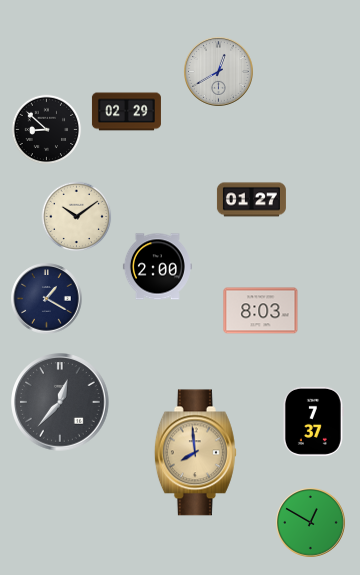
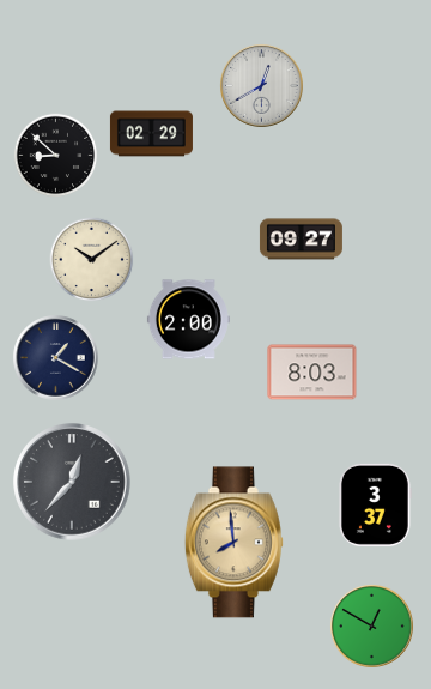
clock at (251, 200): 01:27 -> 09:27
clock at (313, 421): 7:37 -> 3:37
